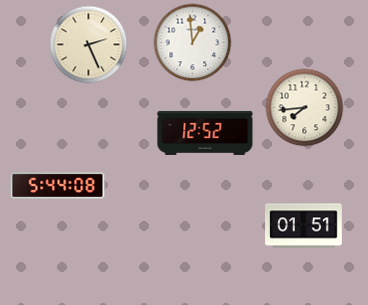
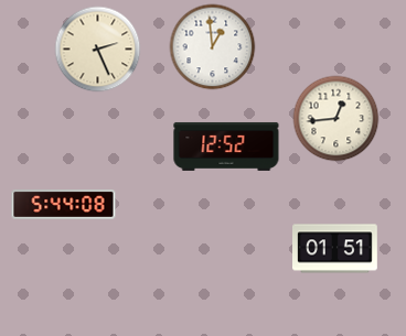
clock at (304, 107): 7:44 -> 12:44
